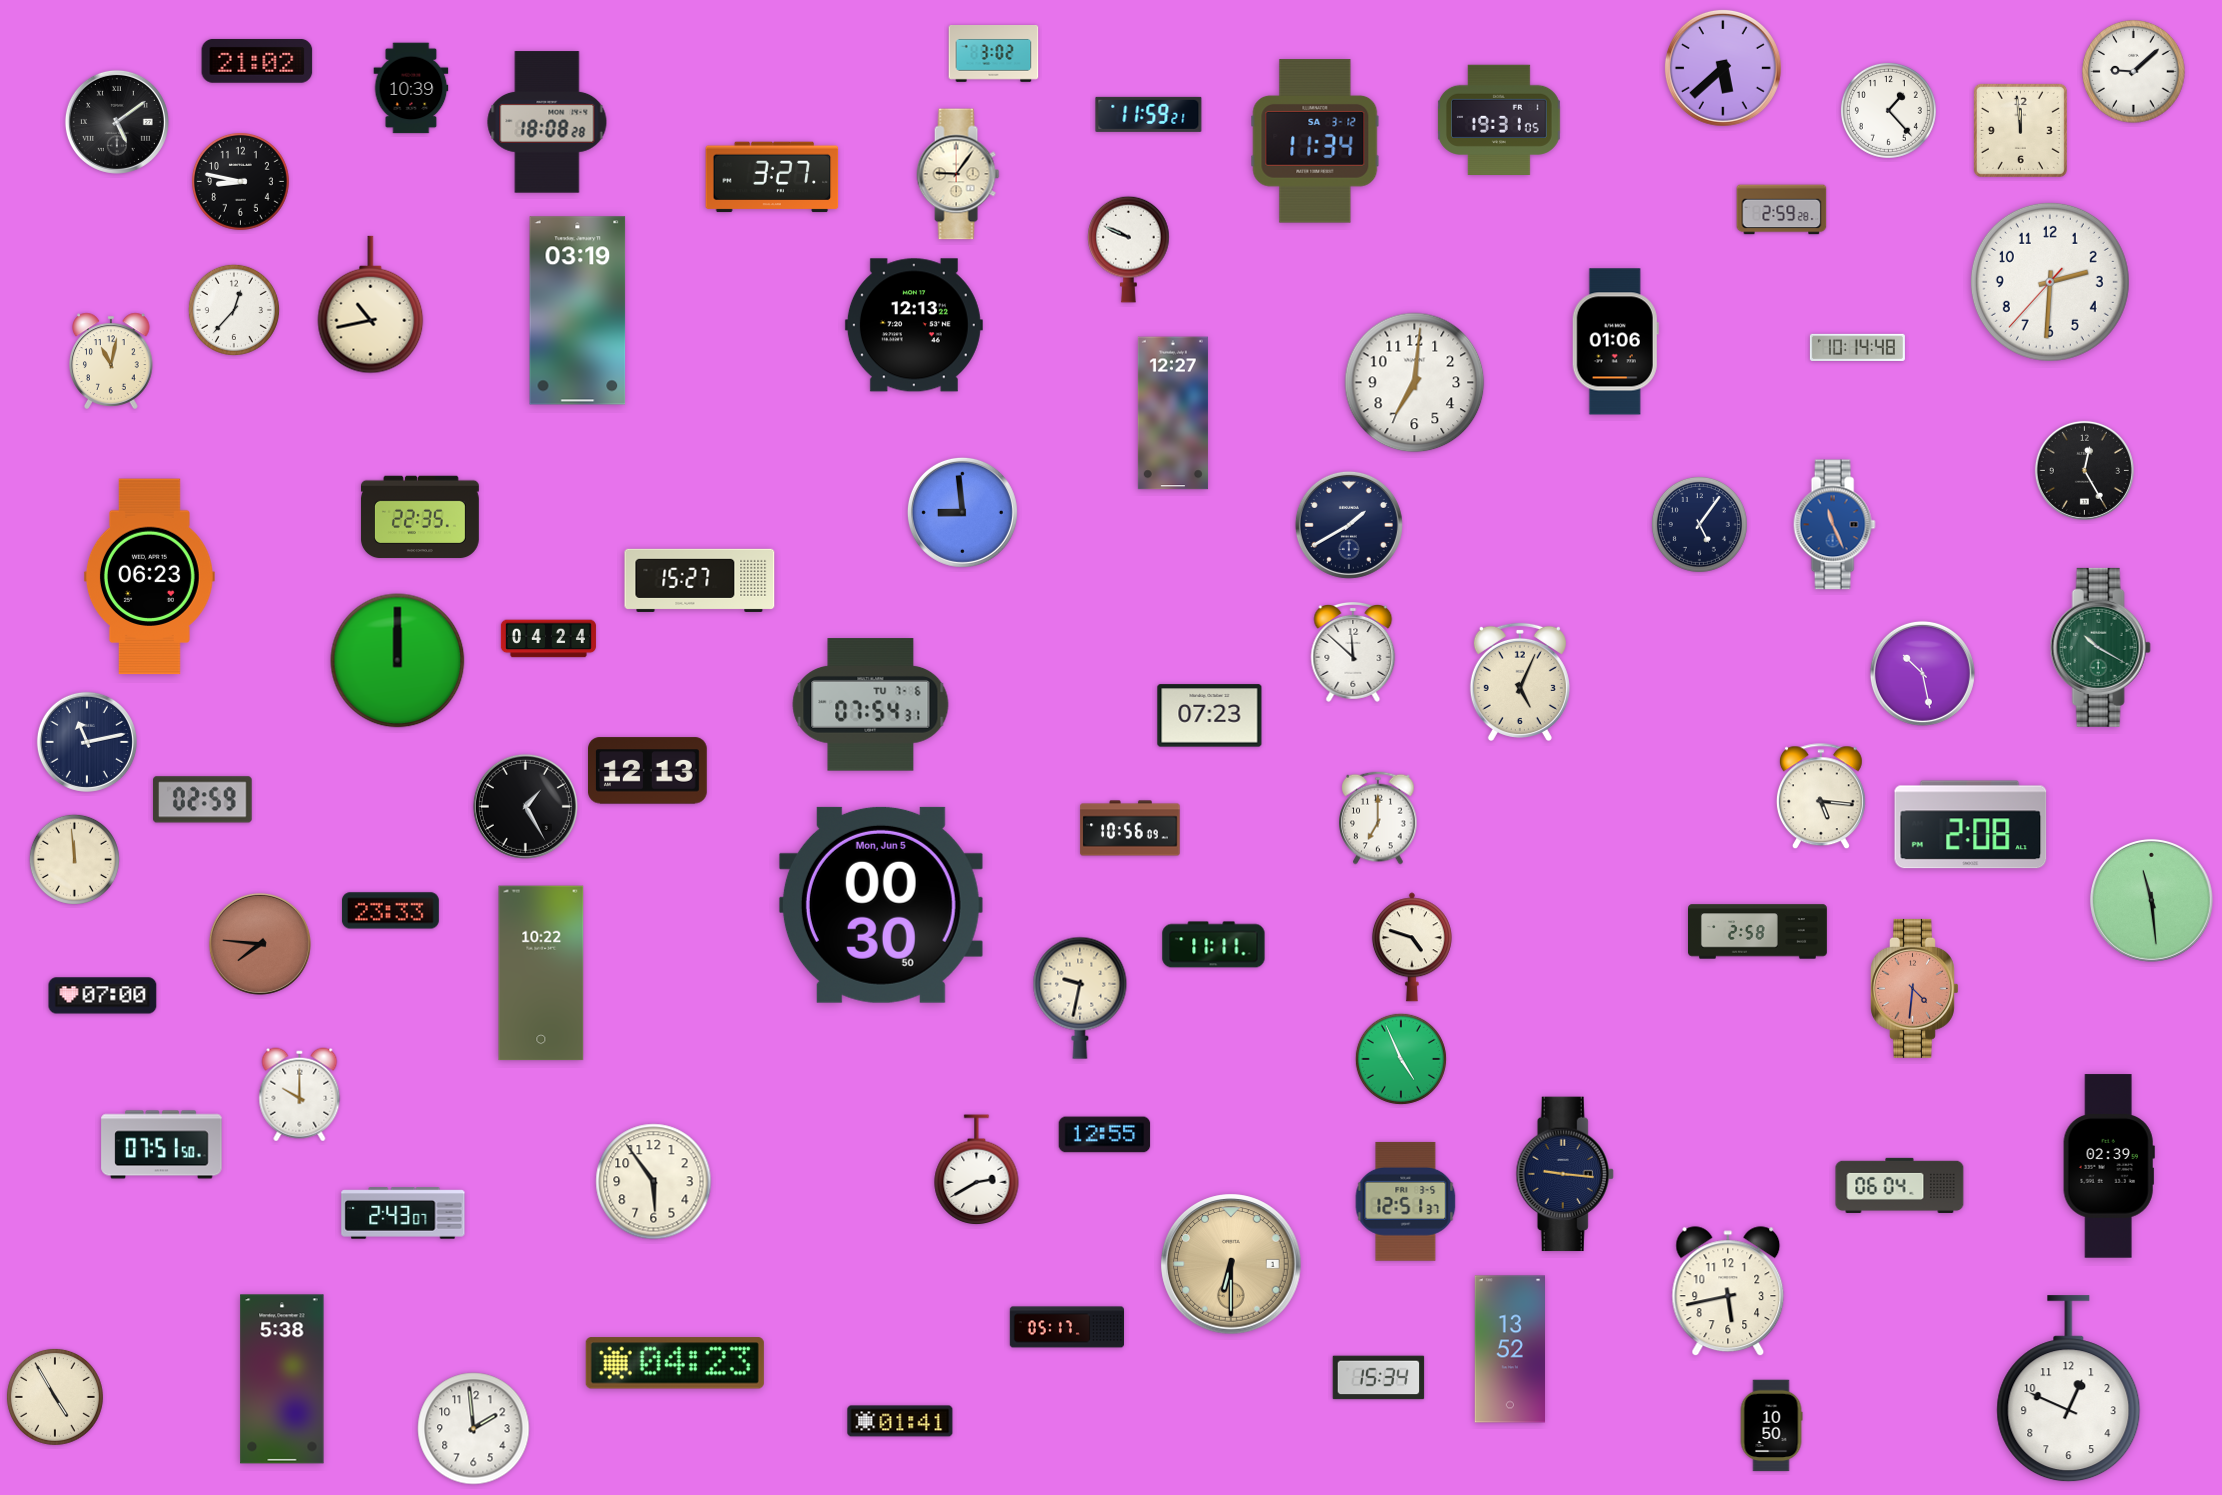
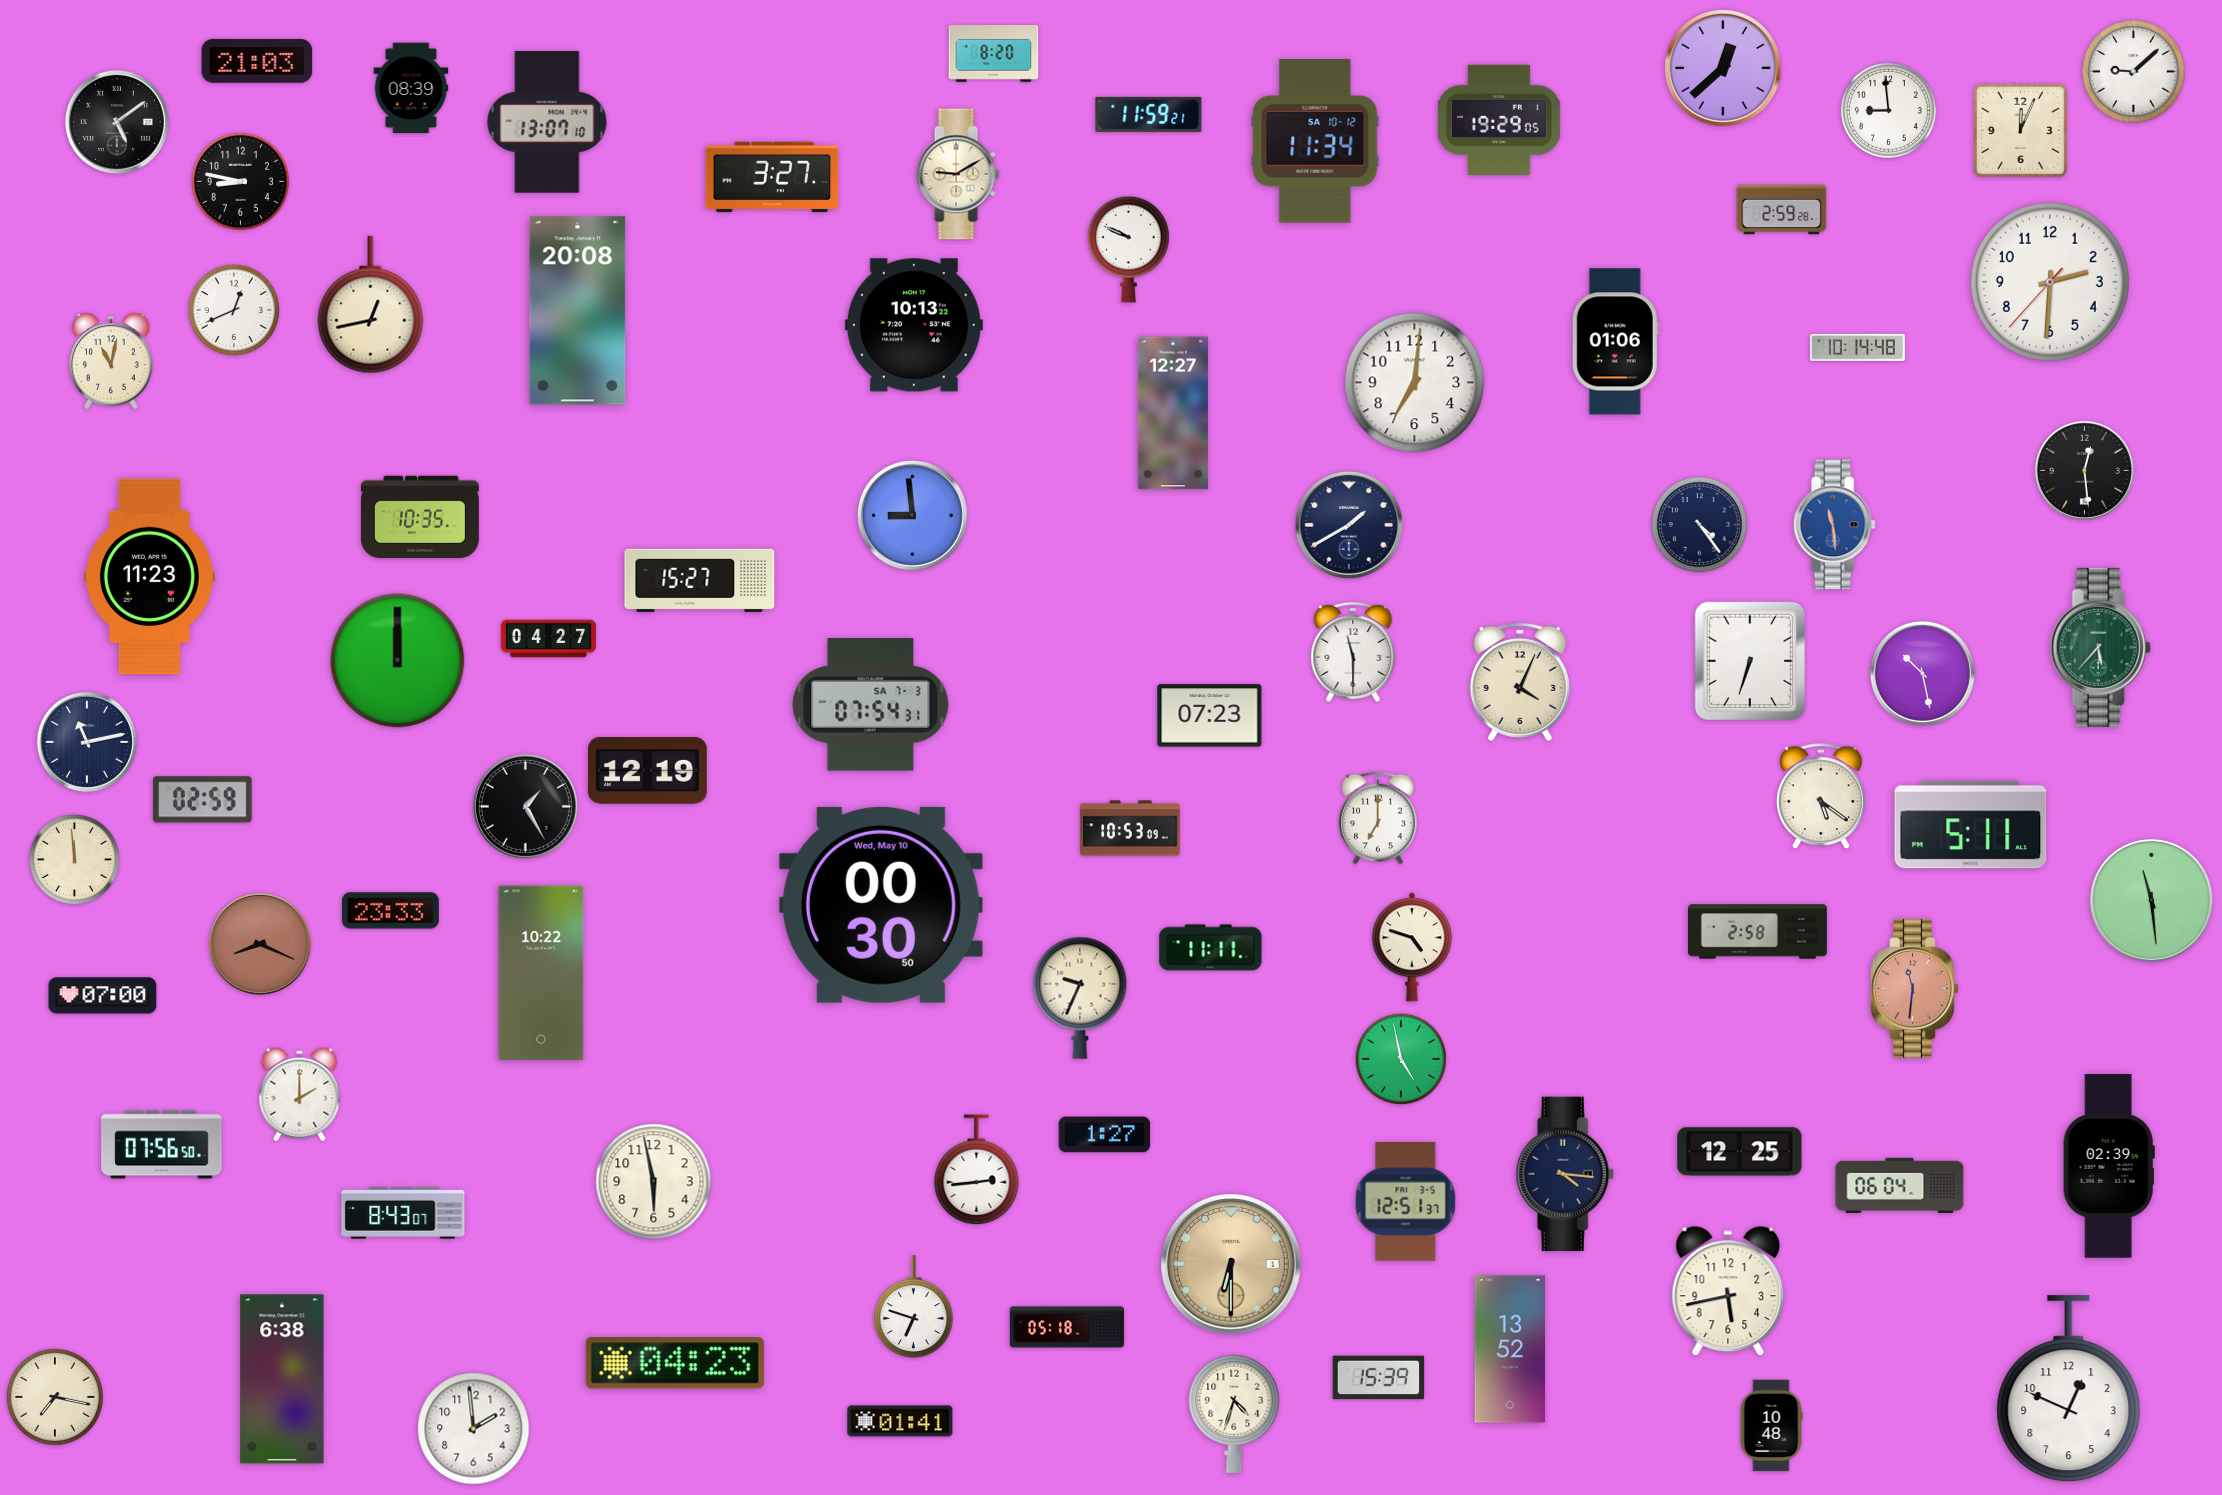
clock at (994, 54): 3:02 -> 8:20
clock at (257, 61): 21:02 -> 21:03
clock at (1723, 68): 5:38 -> 12:38
clock at (411, 88): 10:39 -> 08:39
clock at (1888, 110): 1:23 -> 8:59
clock at (1499, 119): 19:31 -> 19:29
clock at (547, 122): 18:08 -> 13:07
clock at (2020, 130): 11:59 -> 12:04
clock at (1315, 141) date: SA 3-12 -> SA 10-12
clock at (958, 174): 9:06 -> 9:10
clock at (371, 305): 10:43 -> 12:43
clock at (234, 310): 12:37 -> 12:41
clock at (578, 311): 03:19 -> 20:08
clock at (914, 325): 12:13 -> 10:13
clock at (2084, 470): 12:25 -> 12:29
clock at (962, 512) position: (962, 512) -> (912, 515)
clock at (420, 517): 22:35 -> 10:35
clock at (1699, 524): 5:06 -> 4:24
clock at (1834, 525): 11:26 -> 11:29
clock at (149, 577): 06:23 -> 11:23
clock at (548, 639): 04:24 -> 04:27
clock at (2100, 647): 10:20 -> 5:37
clock at (1353, 652): 11:52 -> 11:30
clock at (1749, 660): none -> 6:33
clock at (1520, 682): 5:04 -> 4:04
clock at (871, 705) date: TU 7-6 -> SA 7-3
clock at (648, 771): 12:13 -> 12:19
clock at (1821, 797): 5:16 -> 5:21
clock at (1971, 825): 2:08 -> 5:11
clock at (1130, 828): 10:56 -> 10:53
clock at (881, 905) date: Mon, Jun 5 -> Wed, May 10
clock at (260, 944): 7:46 -> 8:19
clock at (1214, 945) position: (1214, 945) -> (1211, 948)
clock at (1915, 988): 4:31 -> 11:31
clock at (1080, 998): 9:32 -> 9:34
clock at (1401, 1059): 4:56 -> 4:58
clock at (300, 1095): 10:00 -> 2:00
clock at (1105, 1135): 12:55 -> 1:27
clock at (162, 1145): 07:51 -> 07:56
clock at (1740, 1152): none -> 12:25
clock at (977, 1169): 2:40 -> 2:44
clock at (1565, 1174): 9:16 -> 4:16
clock at (654, 1182): 5:54 -> 5:58
clock at (403, 1213): 2:43 -> 8:43
clock at (914, 1307): none -> 6:48
clock at (1066, 1327): 05:17 -> 05:18
clock at (1379, 1378): 15:34 -> 15:39
clock at (282, 1379): 5:38 -> 6:38
clock at (55, 1397): 4:55 -> 7:17
clock at (1234, 1414): none -> 4:33
clock at (1771, 1426): 10:50 -> 10:48
